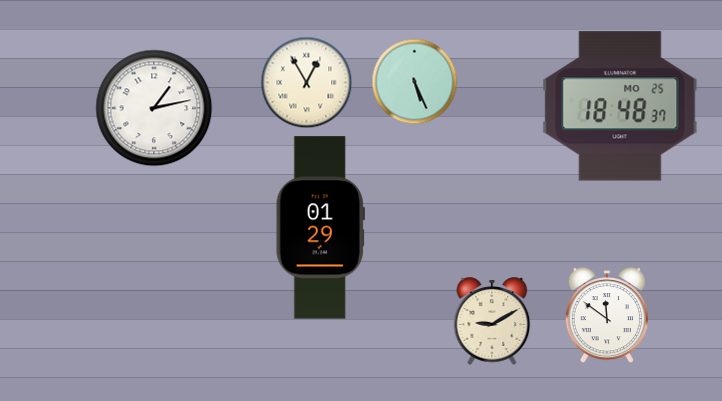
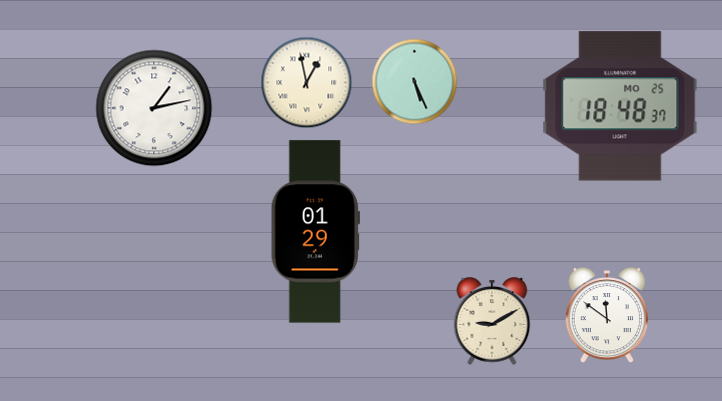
clock at (307, 83): 12:55 -> 12:58
clock at (320, 228) position: (320, 228) -> (315, 232)
